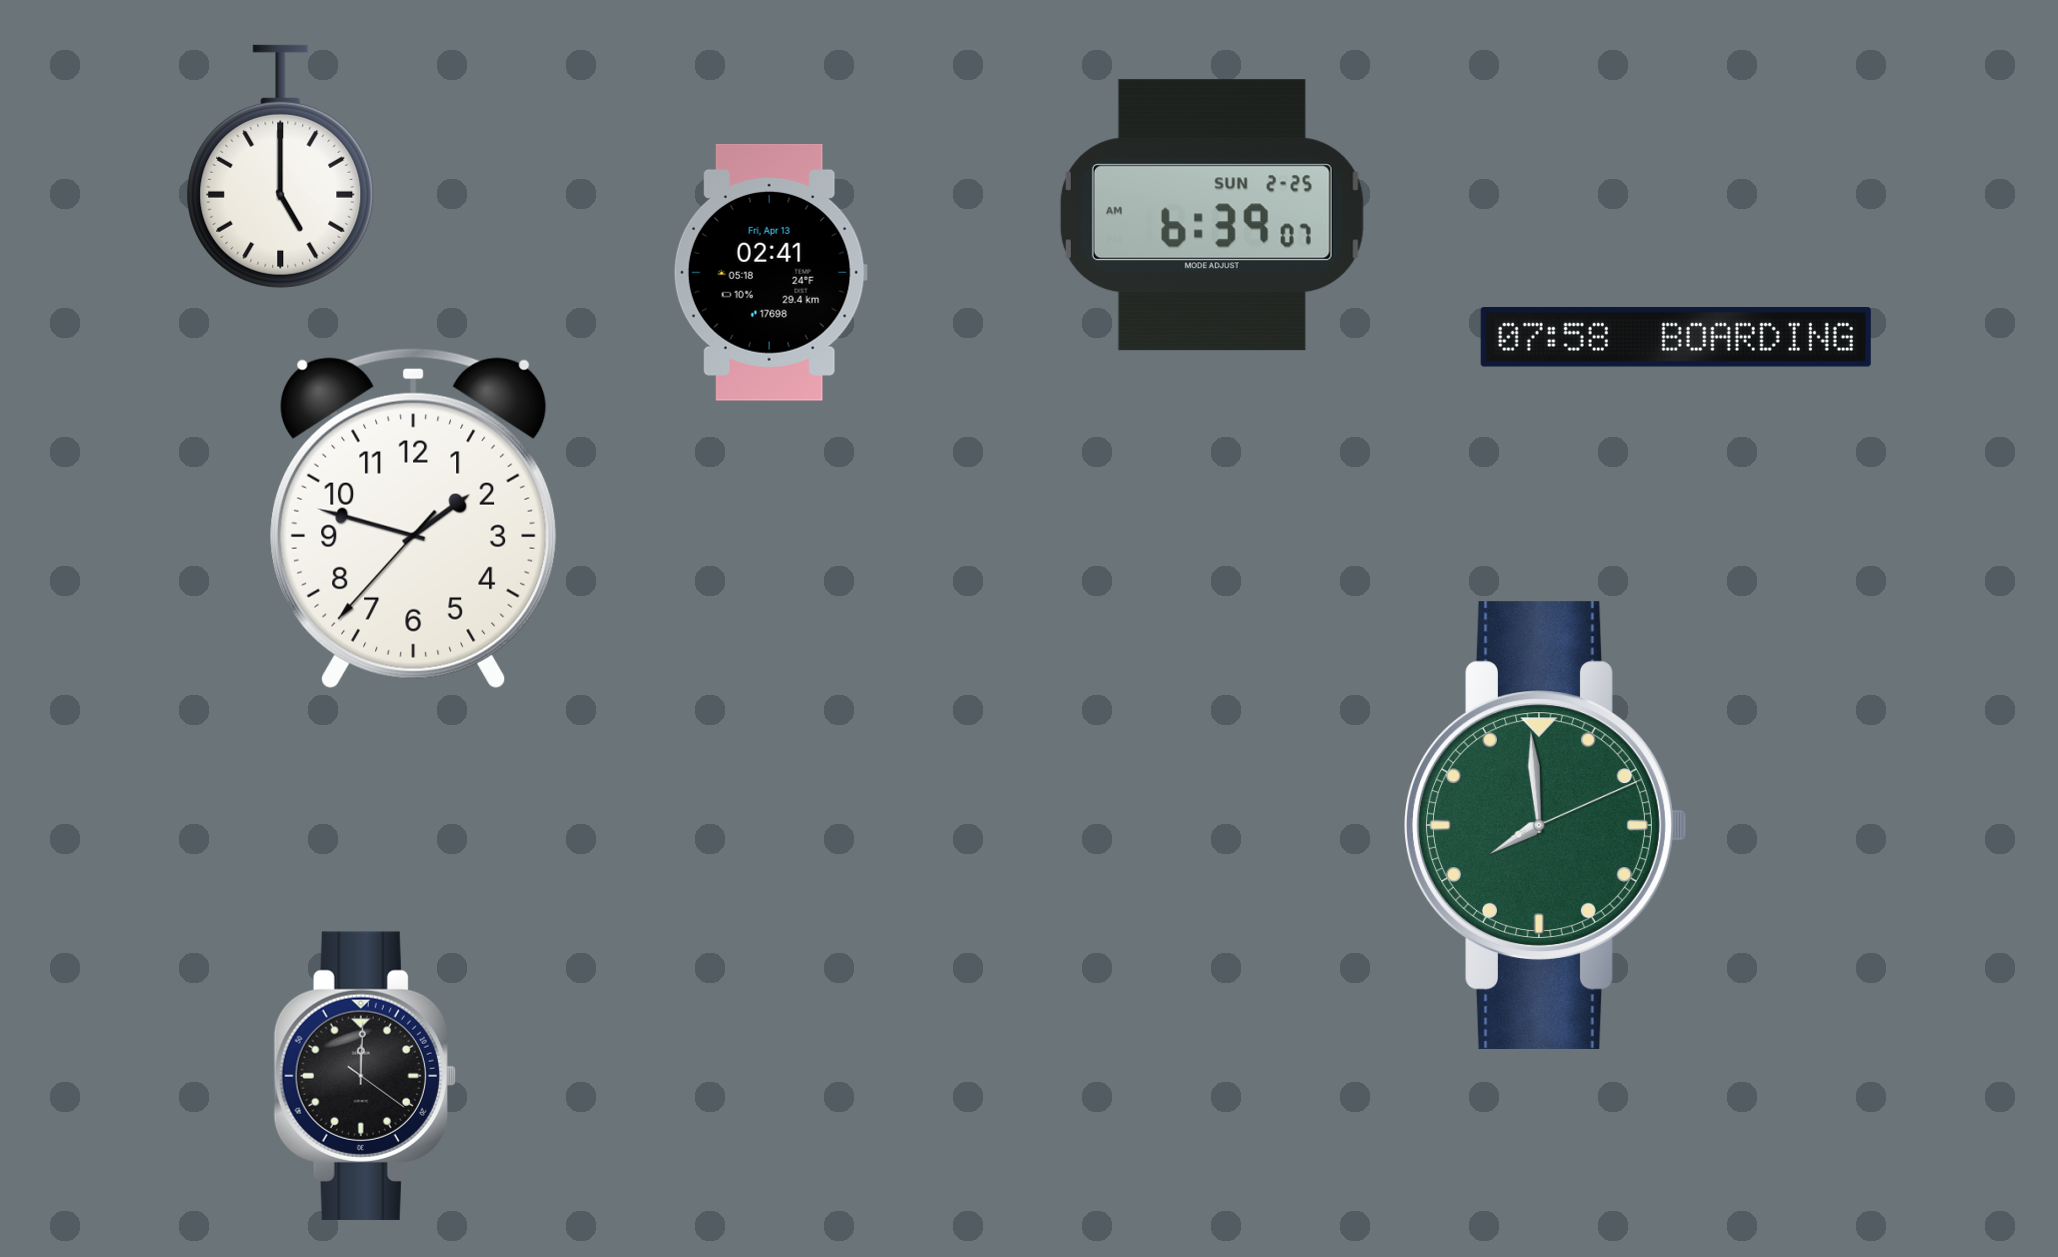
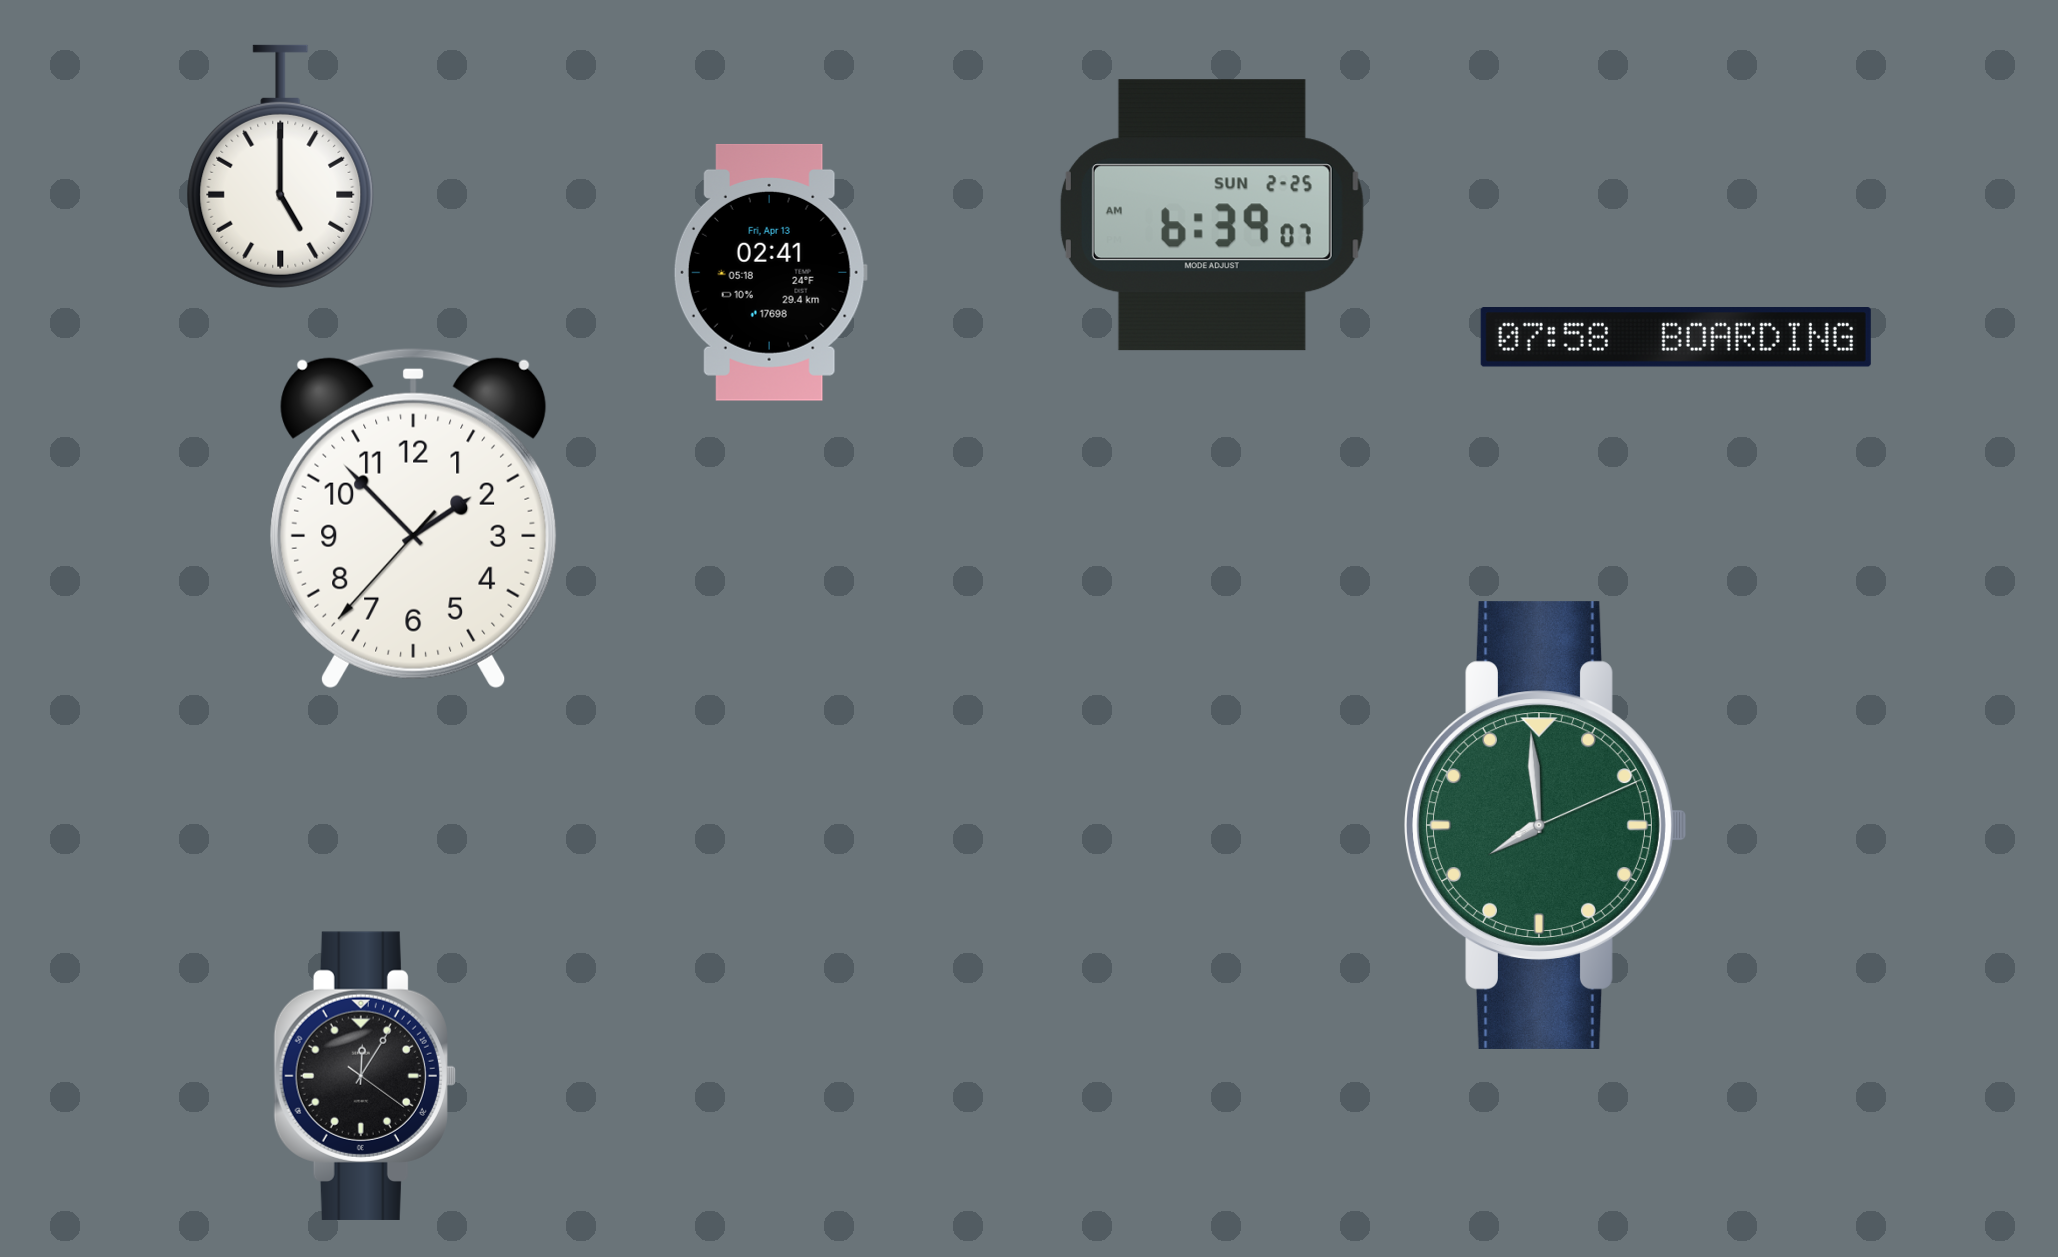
clock at (414, 518): 1:47 -> 1:52
clock at (365, 1076): 12:00 -> 12:05
